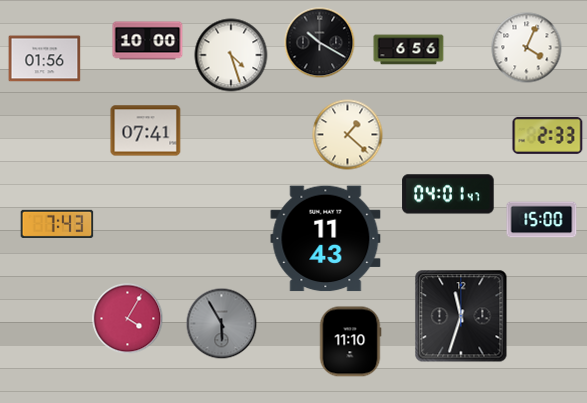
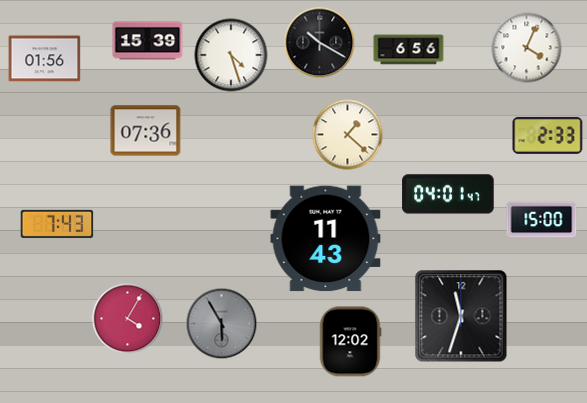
clock at (148, 41): 10:00 -> 15:39
clock at (146, 131): 07:41 -> 07:36
clock at (350, 342): 11:10 -> 12:02
